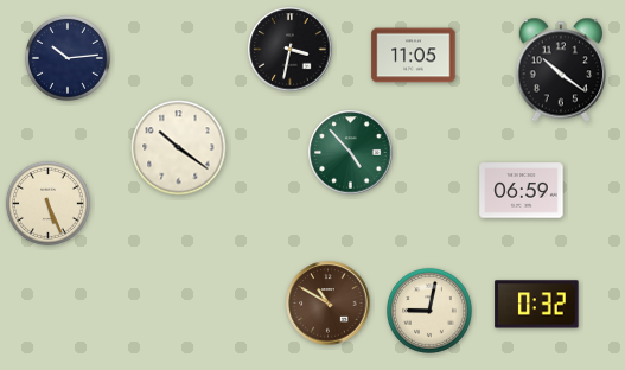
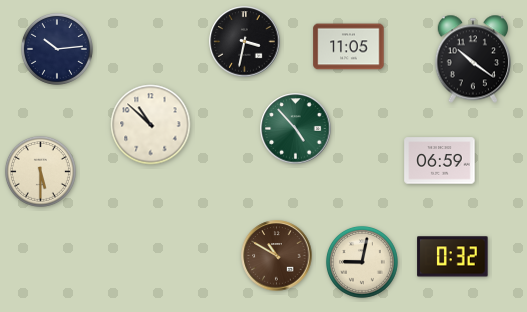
clock at (179, 148): 10:21 -> 10:52
clock at (47, 203): 5:26 -> 5:30
